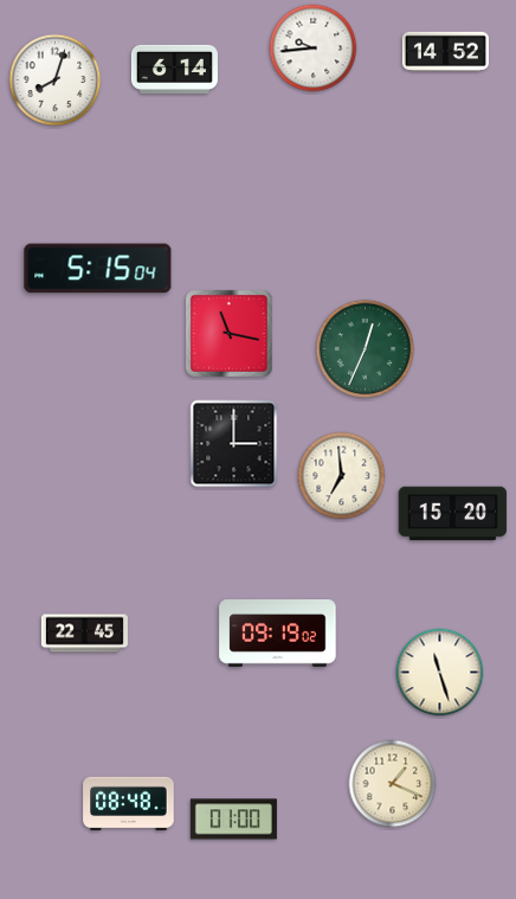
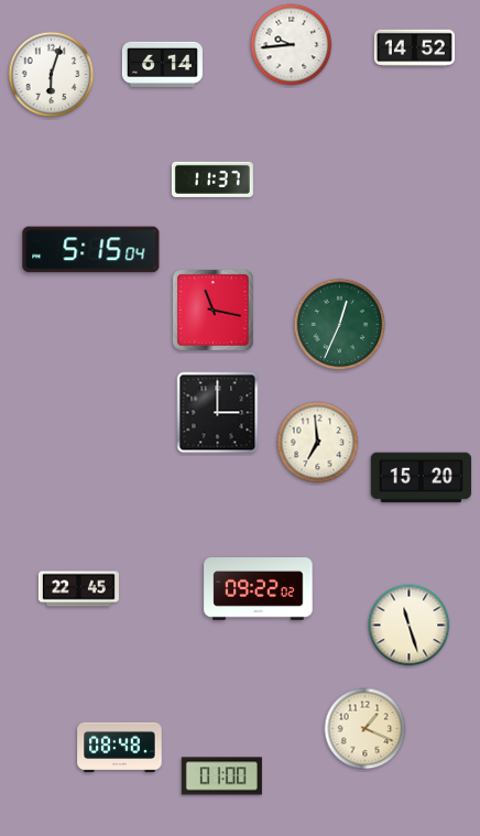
clock at (56, 81): 8:03 -> 6:03
clock at (212, 180): none -> 11:37
clock at (278, 634): 09:19 -> 09:22
clock at (233, 820) position: (233, 820) -> (221, 777)
